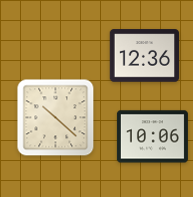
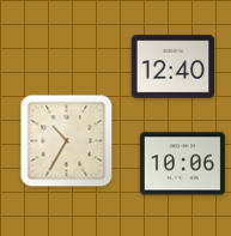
clock at (145, 56): 12:36 -> 12:40
clock at (56, 118): 10:22 -> 10:35
